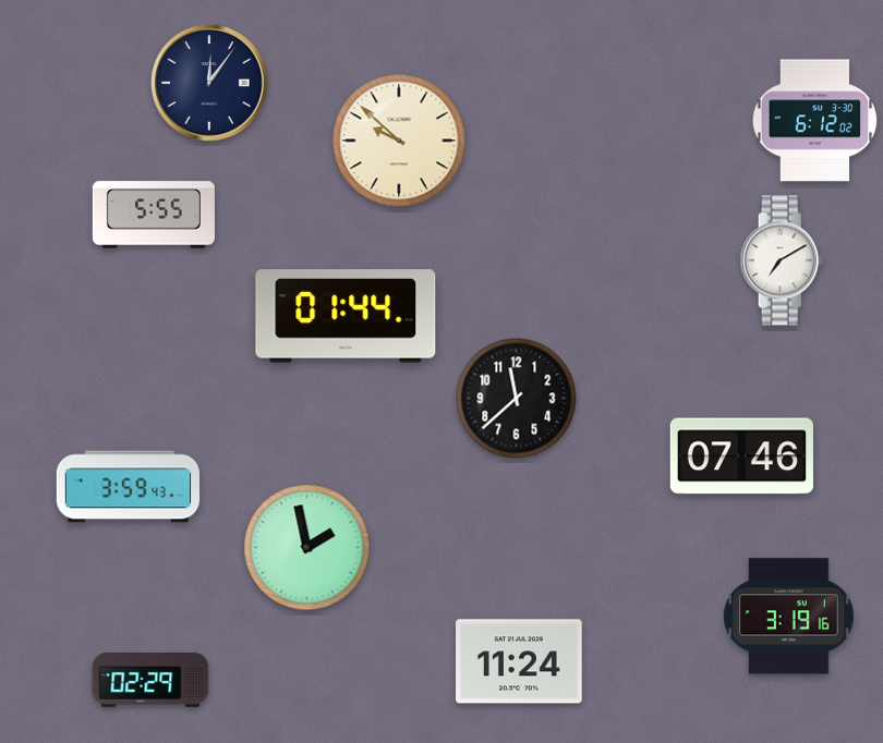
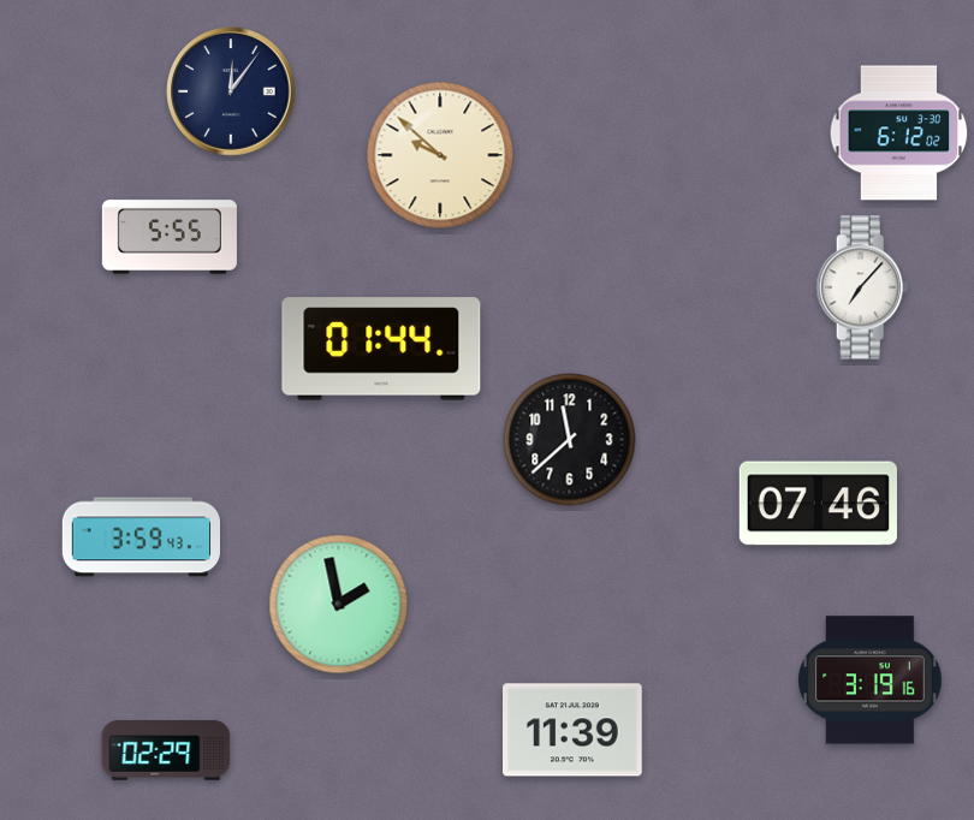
clock at (782, 260): 7:10 -> 7:07
clock at (520, 661): 11:24 -> 11:39
